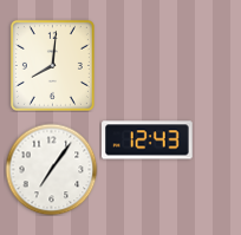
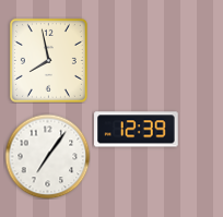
clock at (52, 65): 8:01 -> 7:58
clock at (148, 141): 12:43 -> 12:39
